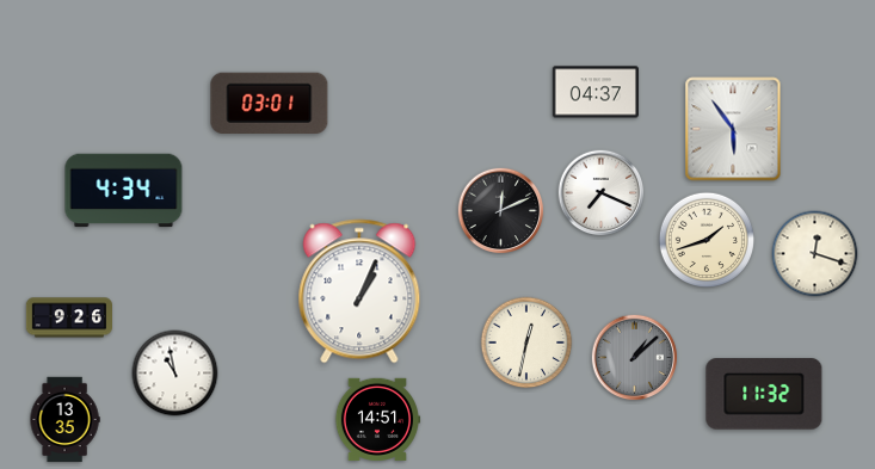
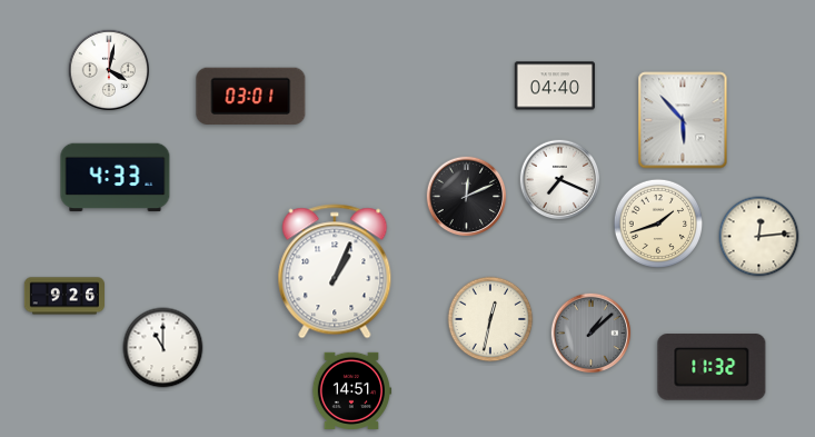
clock at (109, 70): none -> 4:02
clock at (596, 92): 04:37 -> 04:40
clock at (733, 129): 5:54 -> 5:53
clock at (124, 191): 4:34 -> 4:33
clock at (815, 254): 12:18 -> 12:14
clock at (175, 374): 10:58 -> 11:00
clock at (64, 420): 13:35 -> none
